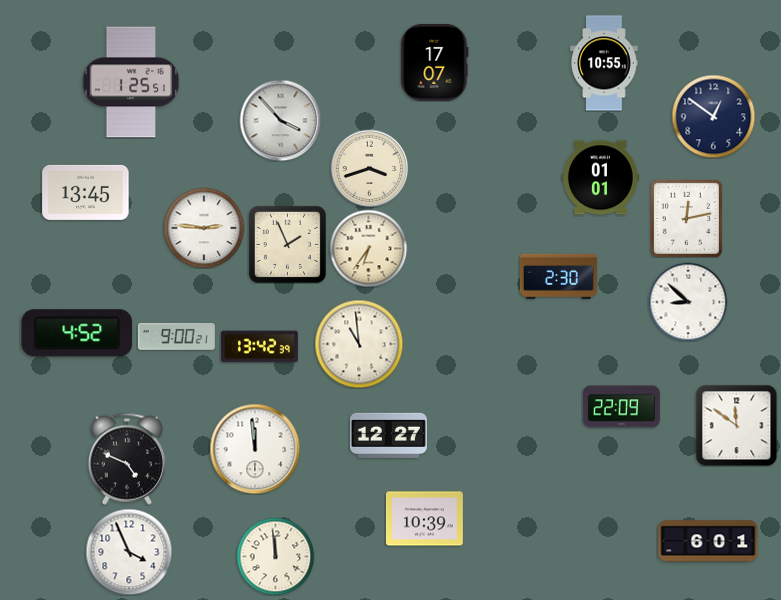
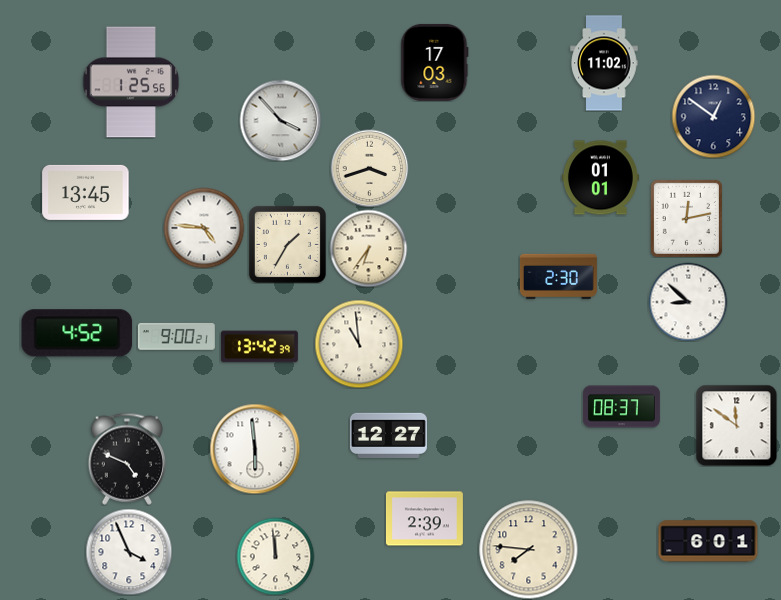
clock at (435, 62): 17:07 -> 17:03
clock at (604, 63): 10:55 -> 11:02
clock at (131, 82): 1:25:51 -> 1:25:56
clock at (204, 228): 2:46 -> 4:46
clock at (287, 244): 1:56 -> 1:35
clock at (621, 407): 22:09 -> 08:37
clock at (255, 449): 11:59 -> 5:59
clock at (424, 519): 10:39 -> 2:39
clock at (529, 550): none -> 7:46
